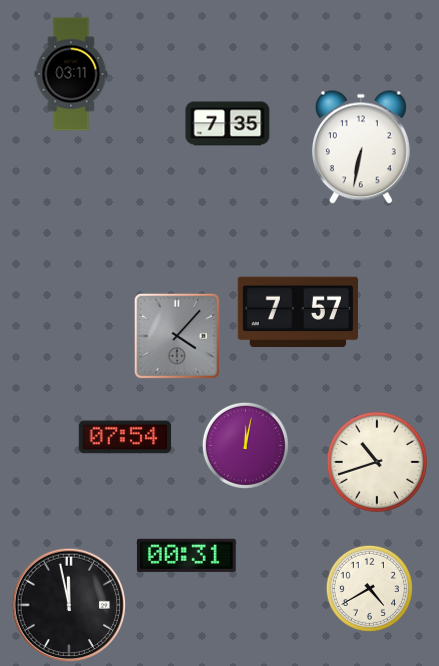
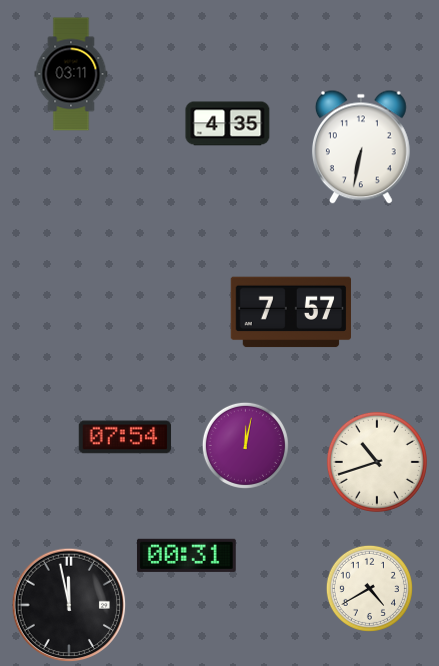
clock at (228, 124): 7:35 -> 4:35
clock at (297, 312) position: (297, 312) -> (290, 312)
clock at (177, 336): 4:07 -> none
